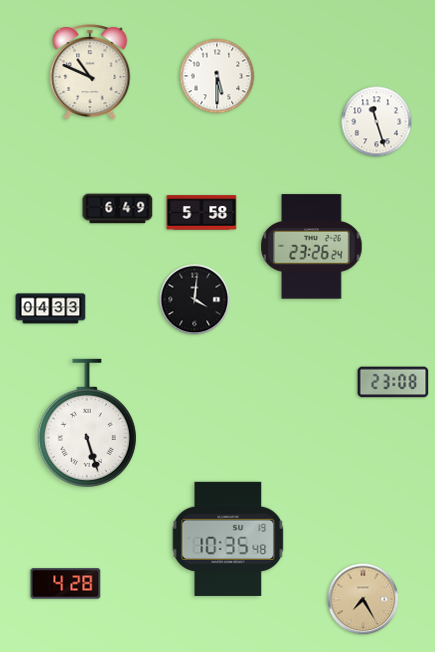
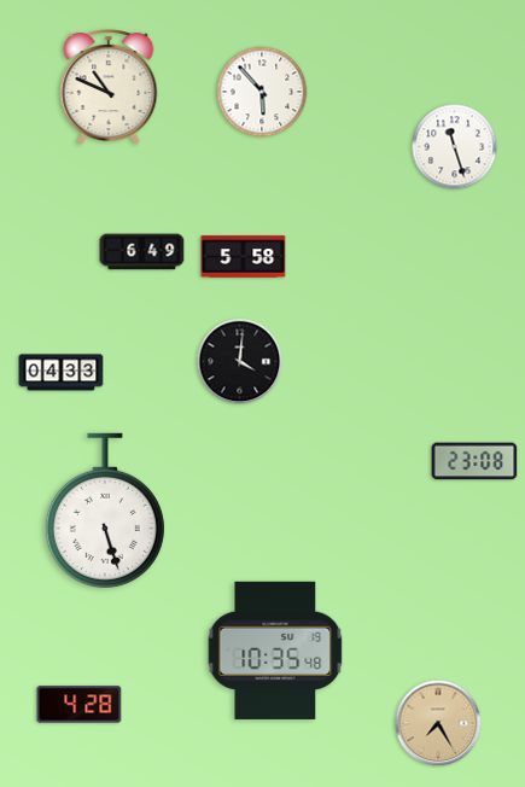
clock at (217, 76): 5:30 -> 5:53
clock at (312, 247): 23:26 -> none
clock at (195, 300) position: (195, 300) -> (240, 362)
